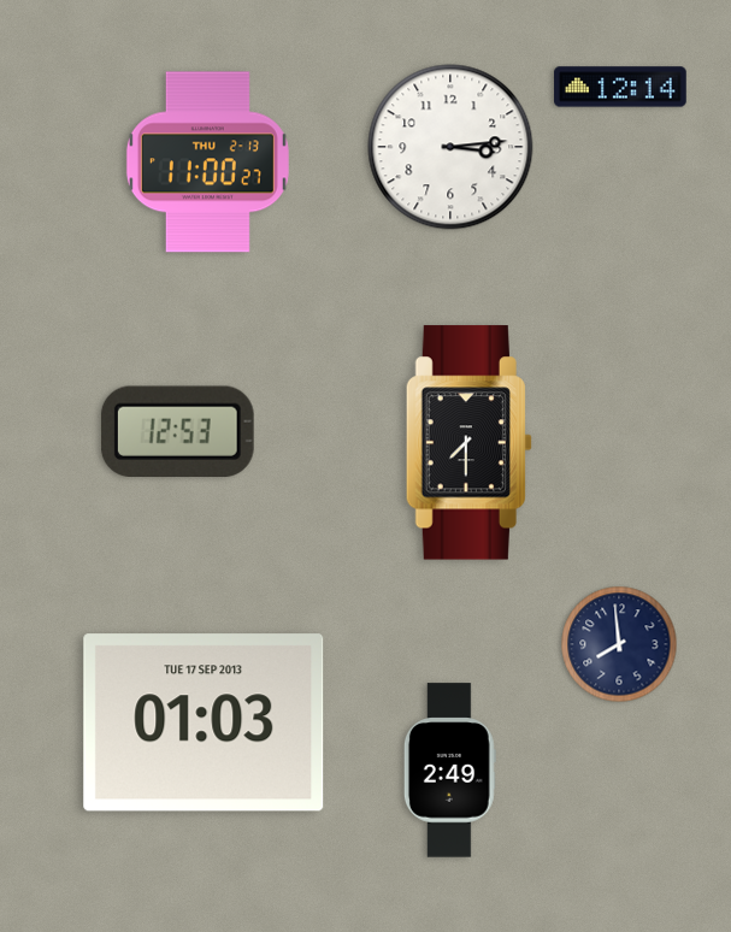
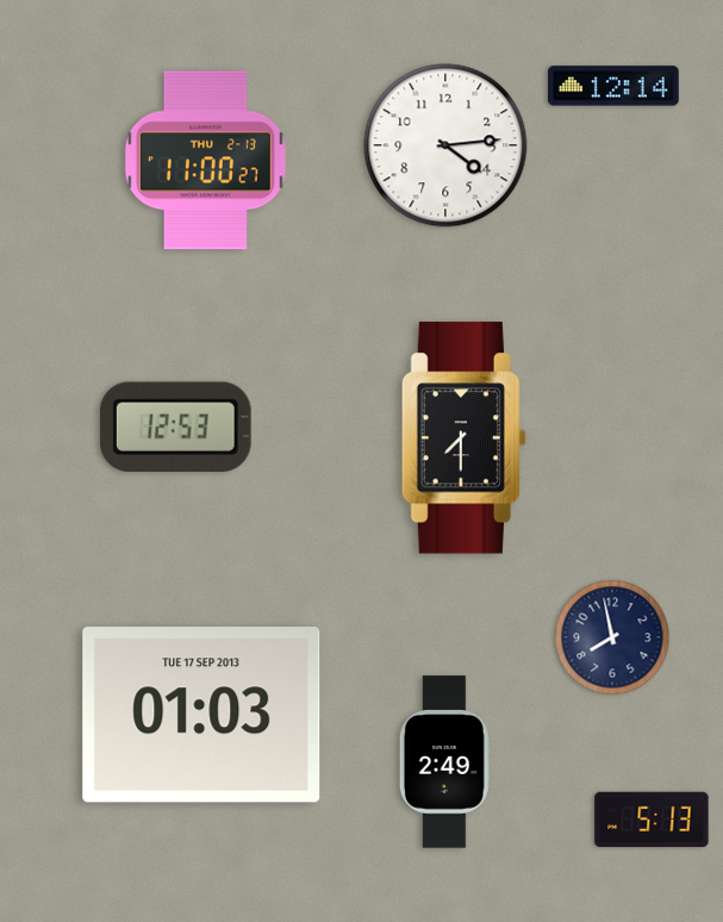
clock at (450, 147): 3:14 -> 4:14
clock at (619, 644): 7:59 -> 7:58
clock at (652, 820): none -> 5:13
